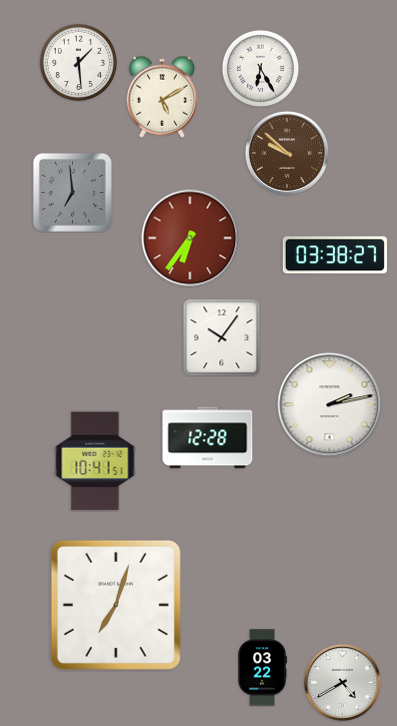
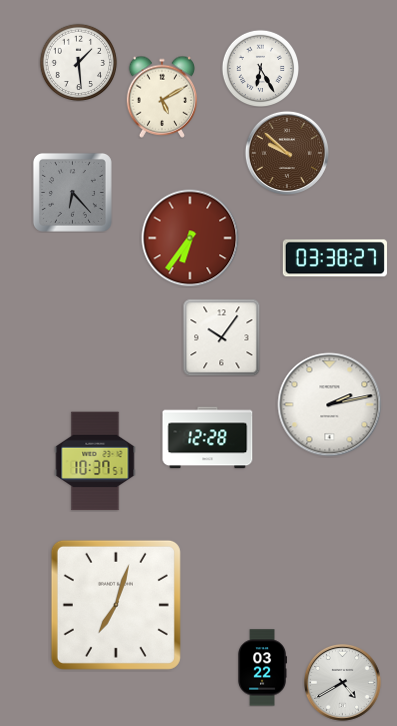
clock at (72, 192): 6:59 -> 6:23
clock at (335, 255) position: (335, 255) -> (335, 258)
clock at (95, 461): 10:41 -> 10:37
